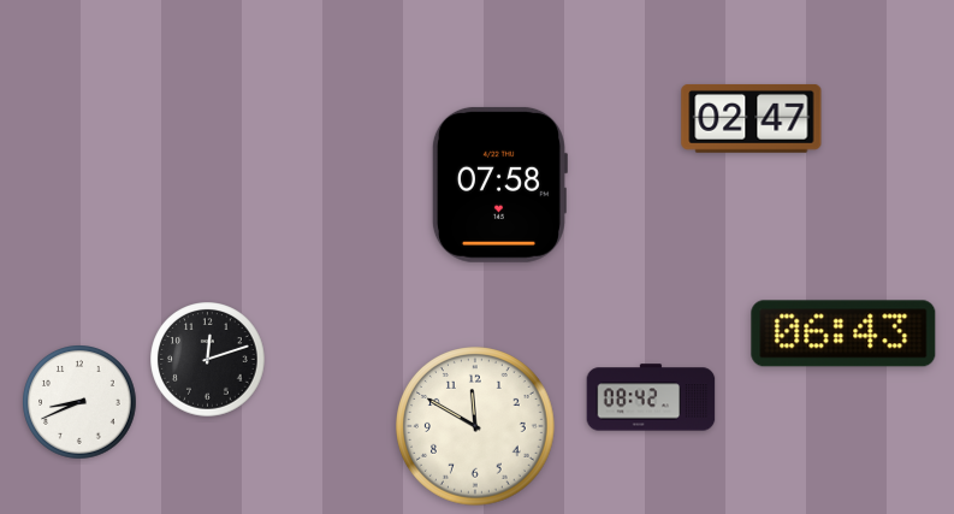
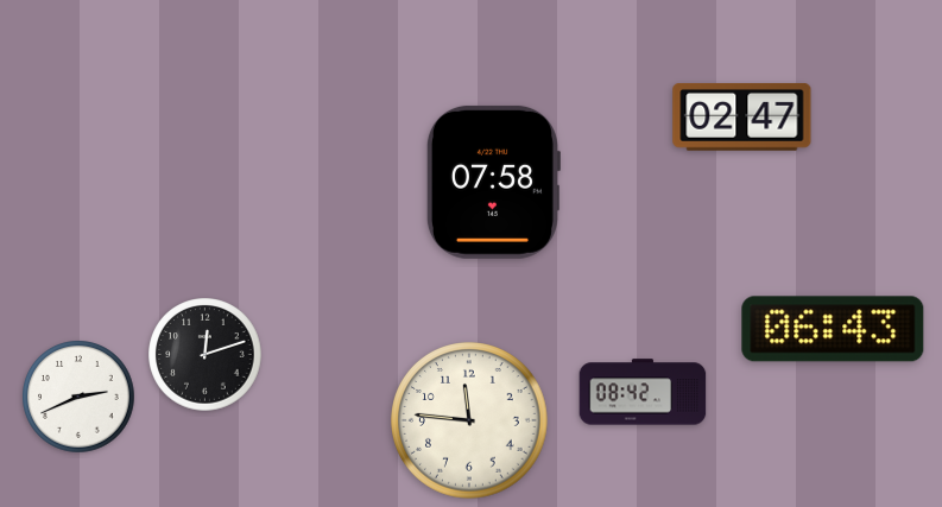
clock at (79, 402): 8:41 -> 2:41
clock at (475, 426): 11:50 -> 11:46
